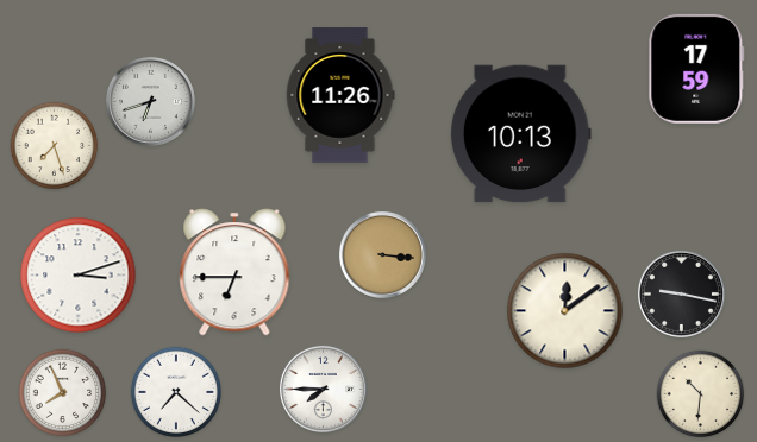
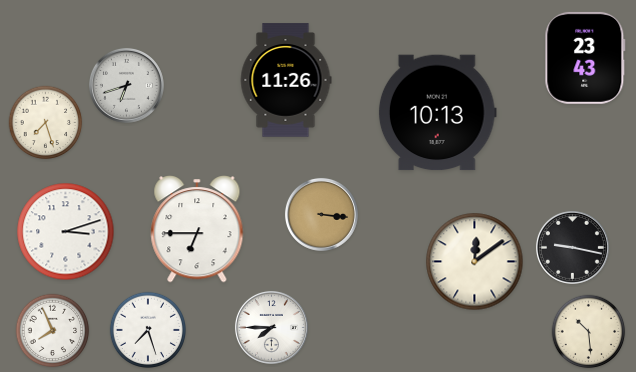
clock at (696, 69): 17:59 -> 23:43
clock at (176, 392): 7:22 -> 7:27
clock at (701, 394): 10:31 -> 10:29
